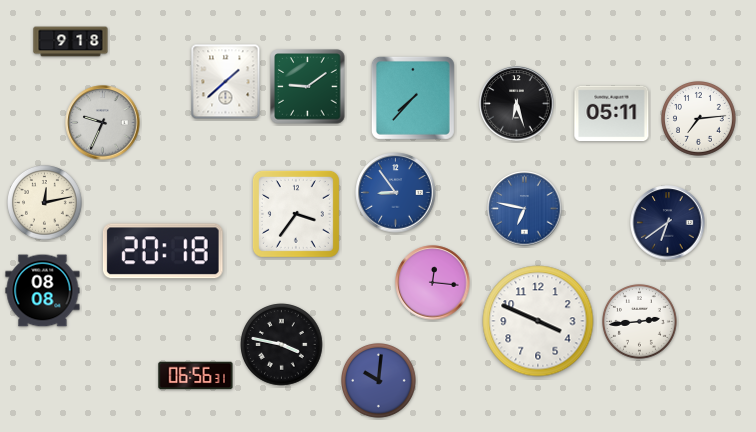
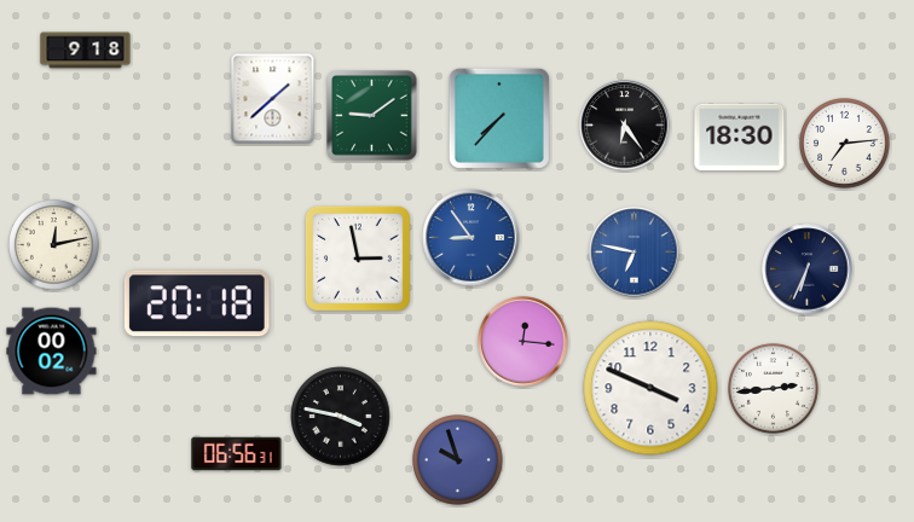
clock at (308, 87) position: (308, 87) -> (372, 116)
clock at (517, 104): 6:27 -> 6:24
clock at (612, 114): 05:11 -> 18:30
clock at (103, 123): 9:34 -> none
clock at (396, 193) position: (396, 193) -> (472, 238)
clock at (296, 214): 3:36 -> 2:58
clock at (668, 223): 6:39 -> 6:34
clock at (43, 291): 08:08 -> 00:02
clock at (379, 381): 10:01 -> 9:57
